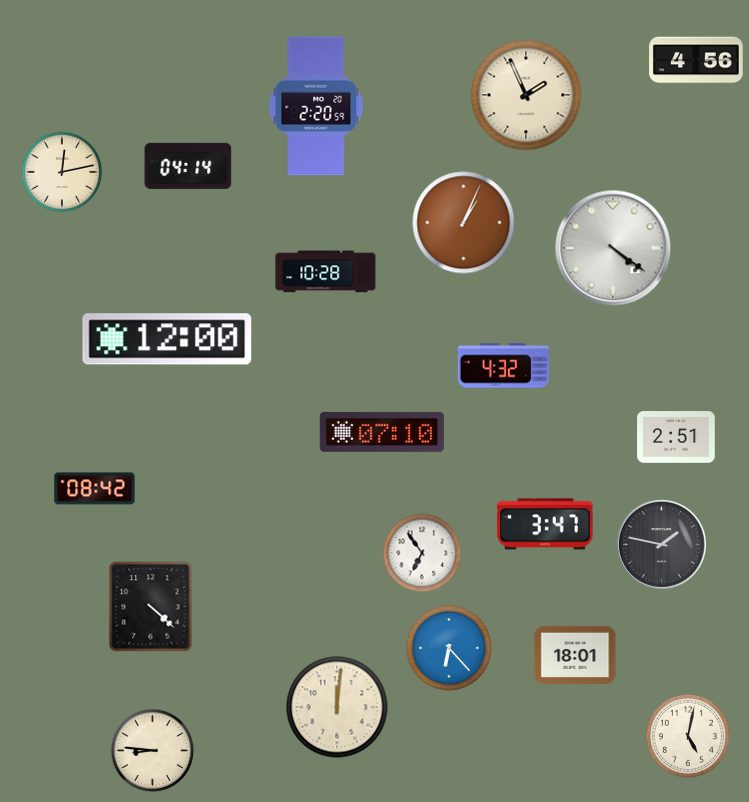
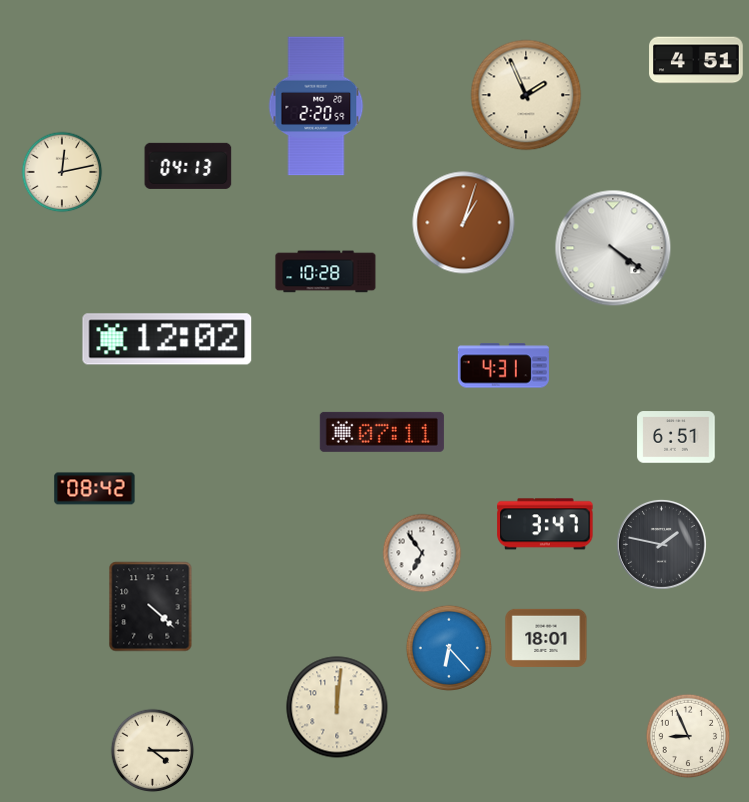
clock at (696, 60): 4:56 -> 4:51
clock at (188, 166): 04:14 -> 04:13
clock at (464, 223): 1:04 -> 1:03
clock at (167, 339): 12:00 -> 12:02
clock at (503, 366): 4:32 -> 4:31
clock at (382, 432): 07:10 -> 07:11
clock at (676, 437): 2:51 -> 6:51
clock at (575, 655) position: (575, 655) -> (546, 638)
clock at (688, 736): 5:02 -> 8:56
clock at (153, 751): 8:46 -> 4:15
